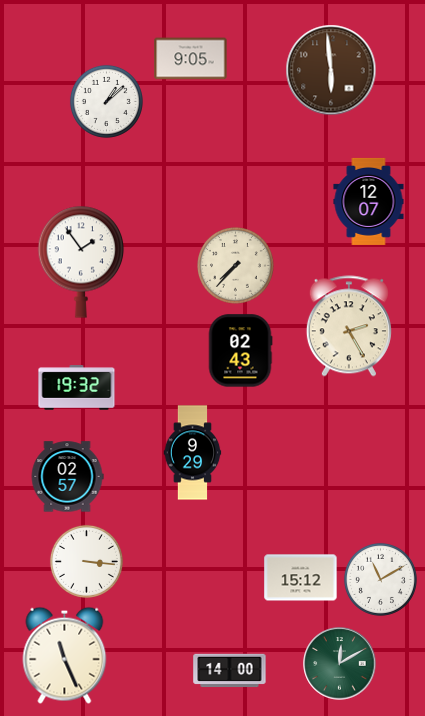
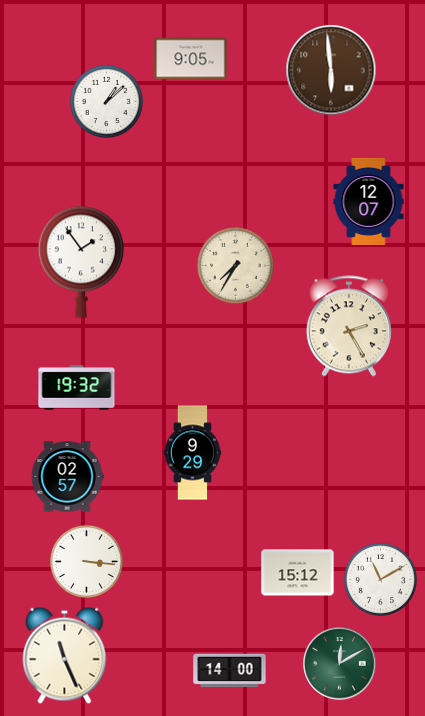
clock at (236, 266): 7:37 -> 7:35
clock at (240, 351): 02:43 -> none
clock at (301, 578) position: (301, 578) -> (298, 573)
